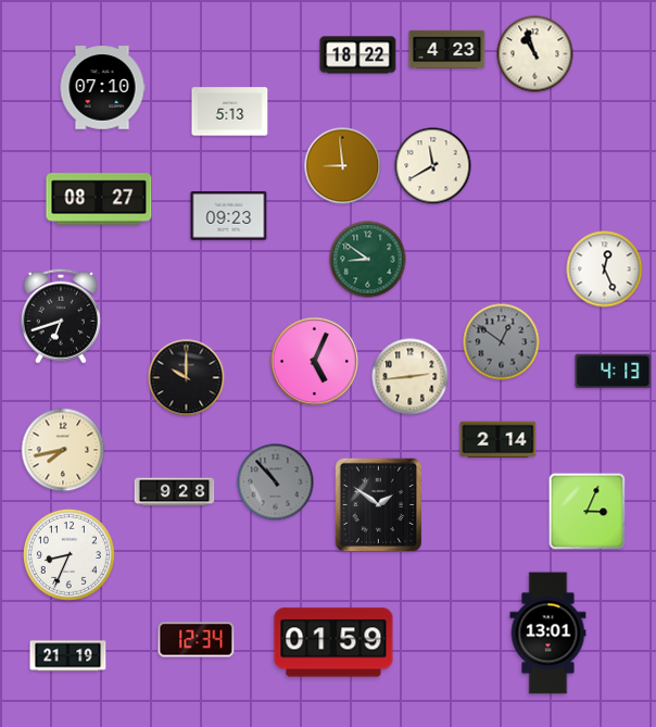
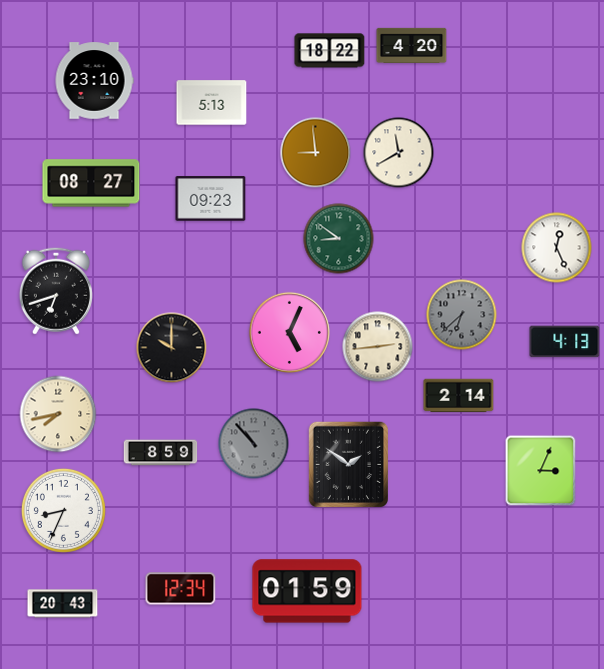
clock at (447, 49): 4:23 -> 4:20
clock at (535, 54): 10:57 -> none
clock at (102, 88): 07:10 -> 23:10
clock at (502, 342): 12:51 -> 6:38
clock at (499, 440) position: (499, 440) -> (459, 396)
clock at (175, 492): 9:28 -> 8:59
clock at (548, 634): 13:01 -> none
clock at (68, 656): 21:19 -> 20:43
